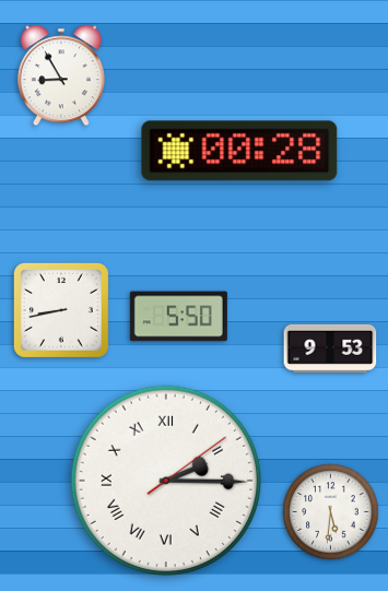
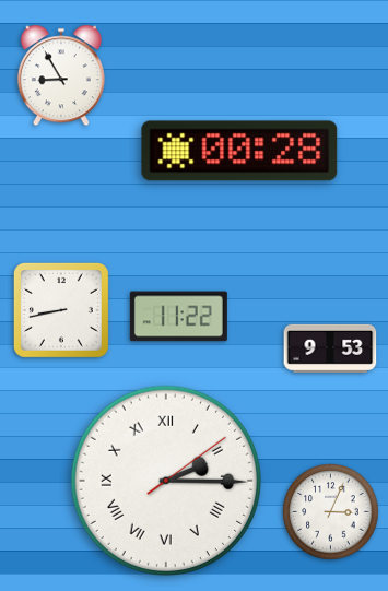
clock at (178, 317): 5:50 -> 11:22
clock at (331, 512): 5:31 -> 3:04
